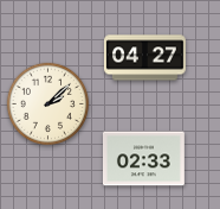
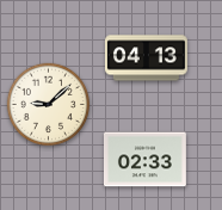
clock at (144, 58): 04:27 -> 04:13
clock at (48, 104): 2:08 -> 9:08
